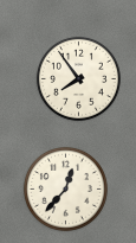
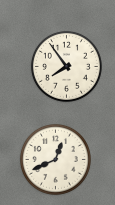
clock at (65, 188): 12:37 -> 12:41
